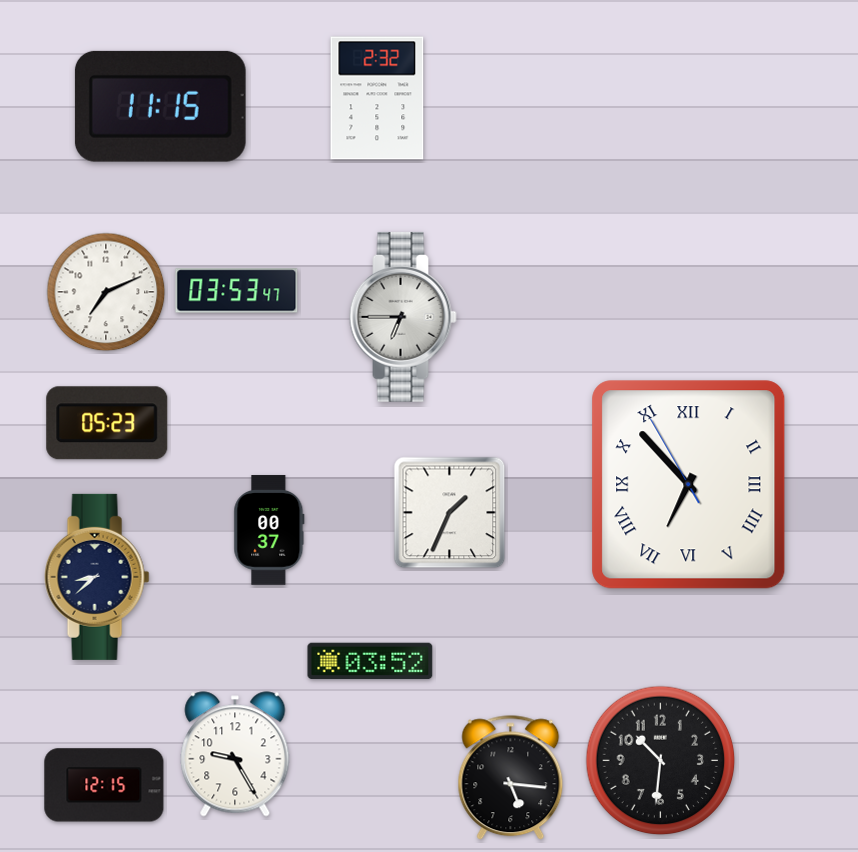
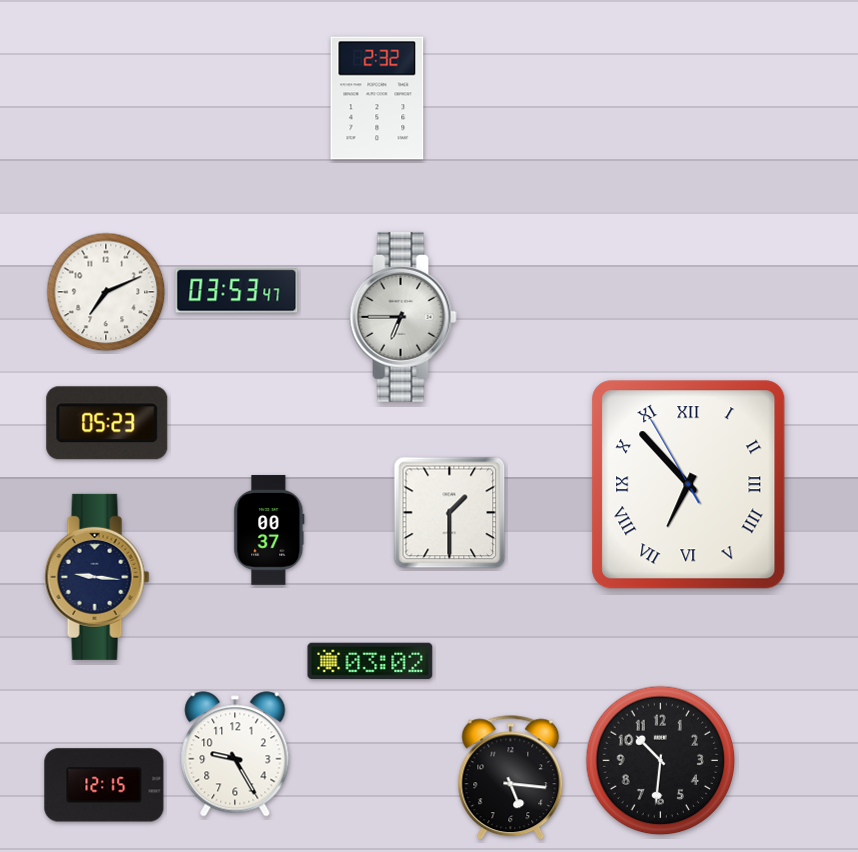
clock at (160, 106): 11:15 -> none
clock at (450, 513): 1:34 -> 1:30
clock at (97, 577): 8:38 -> 9:16
clock at (370, 661): 03:52 -> 03:02
